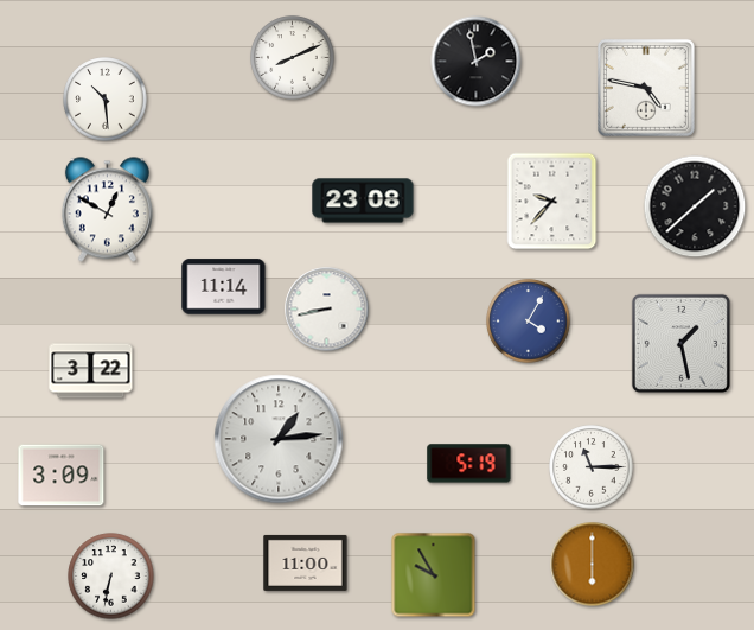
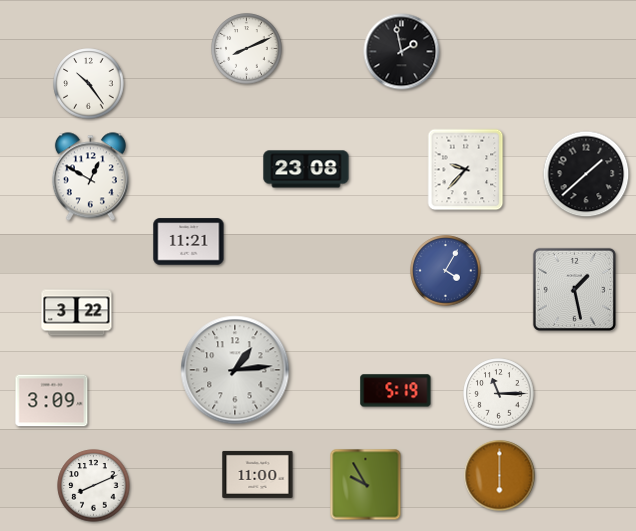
clock at (646, 88): 4:47 -> none
clock at (106, 100): 10:29 -> 10:24
clock at (224, 287): 11:14 -> 11:21
clock at (327, 310): 8:43 -> none
clock at (111, 577): 6:32 -> 8:11
